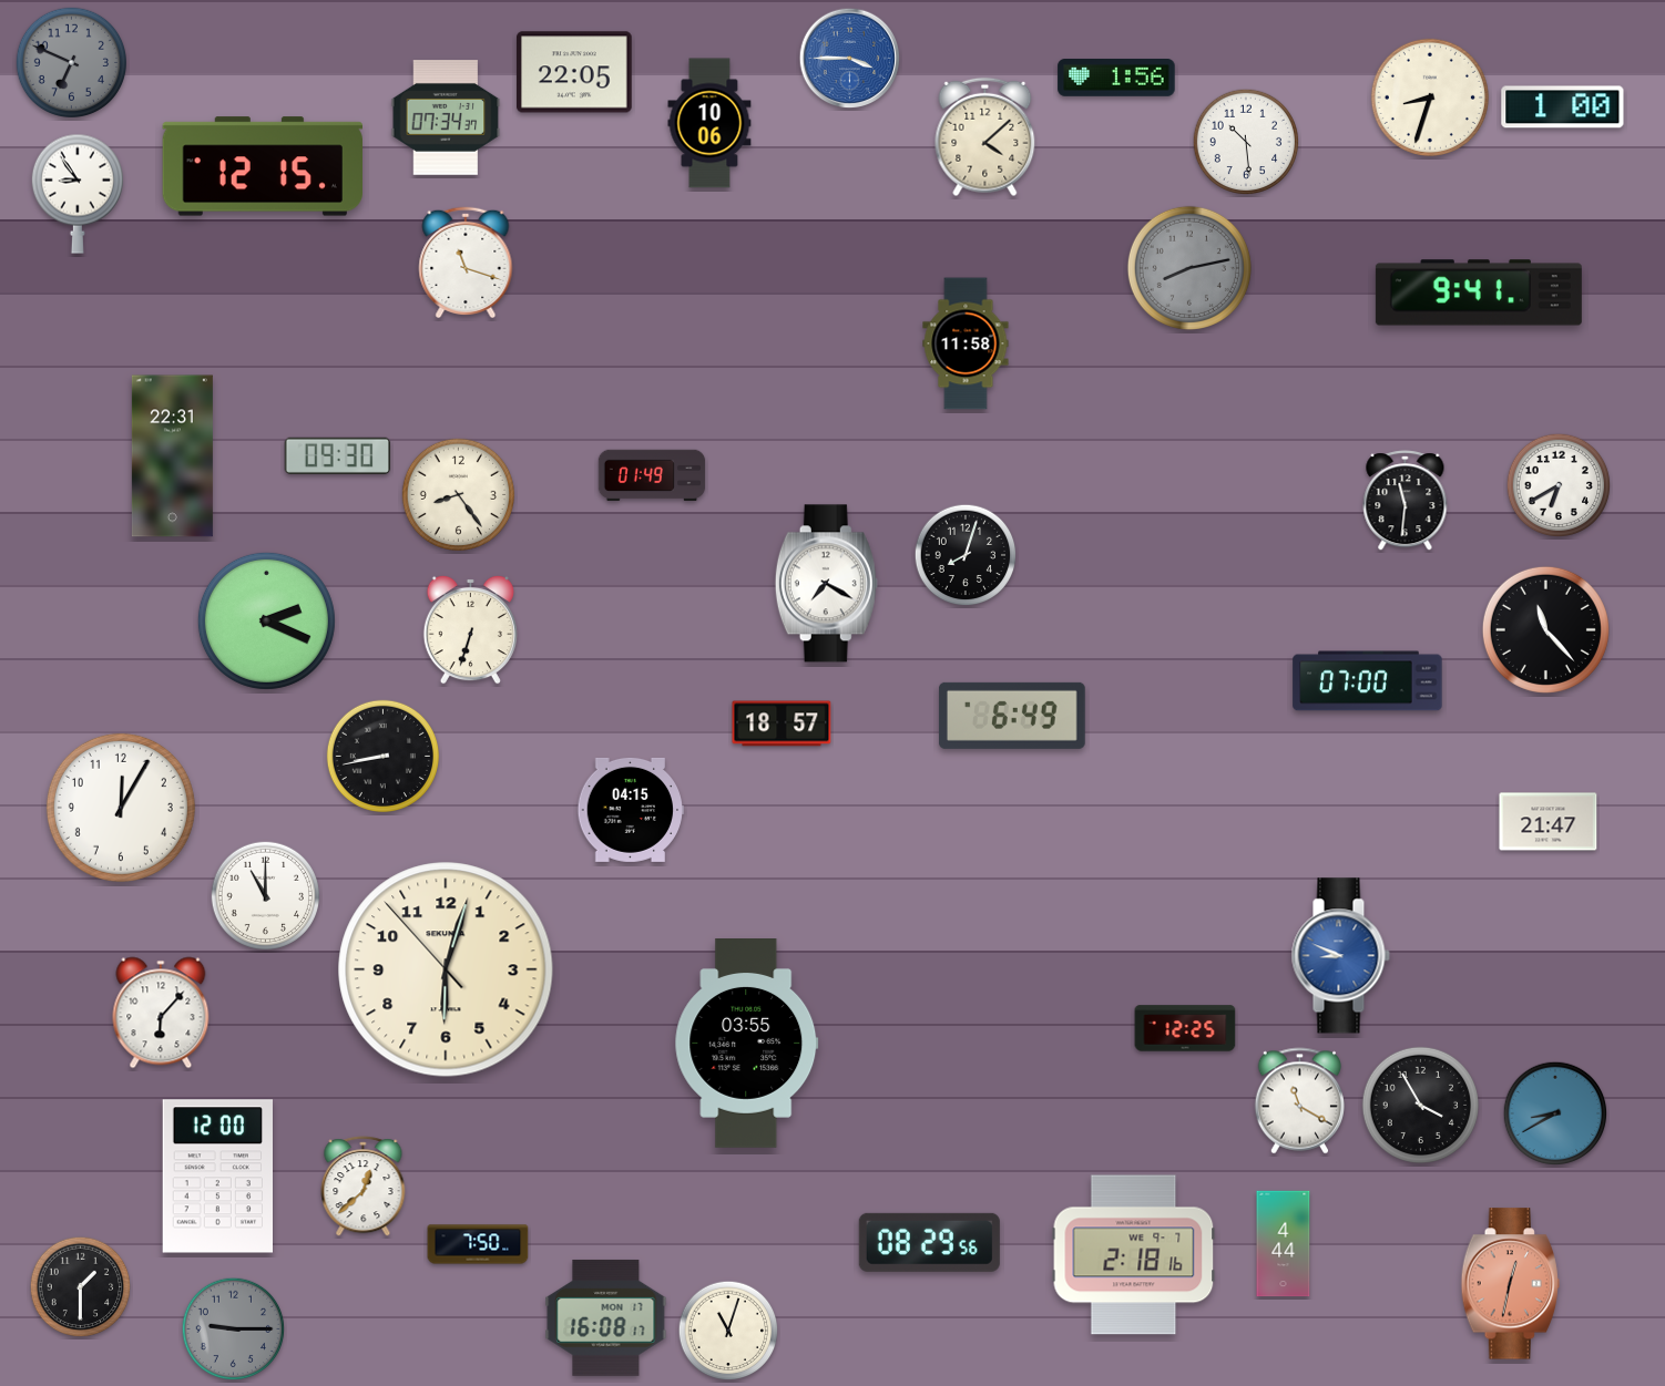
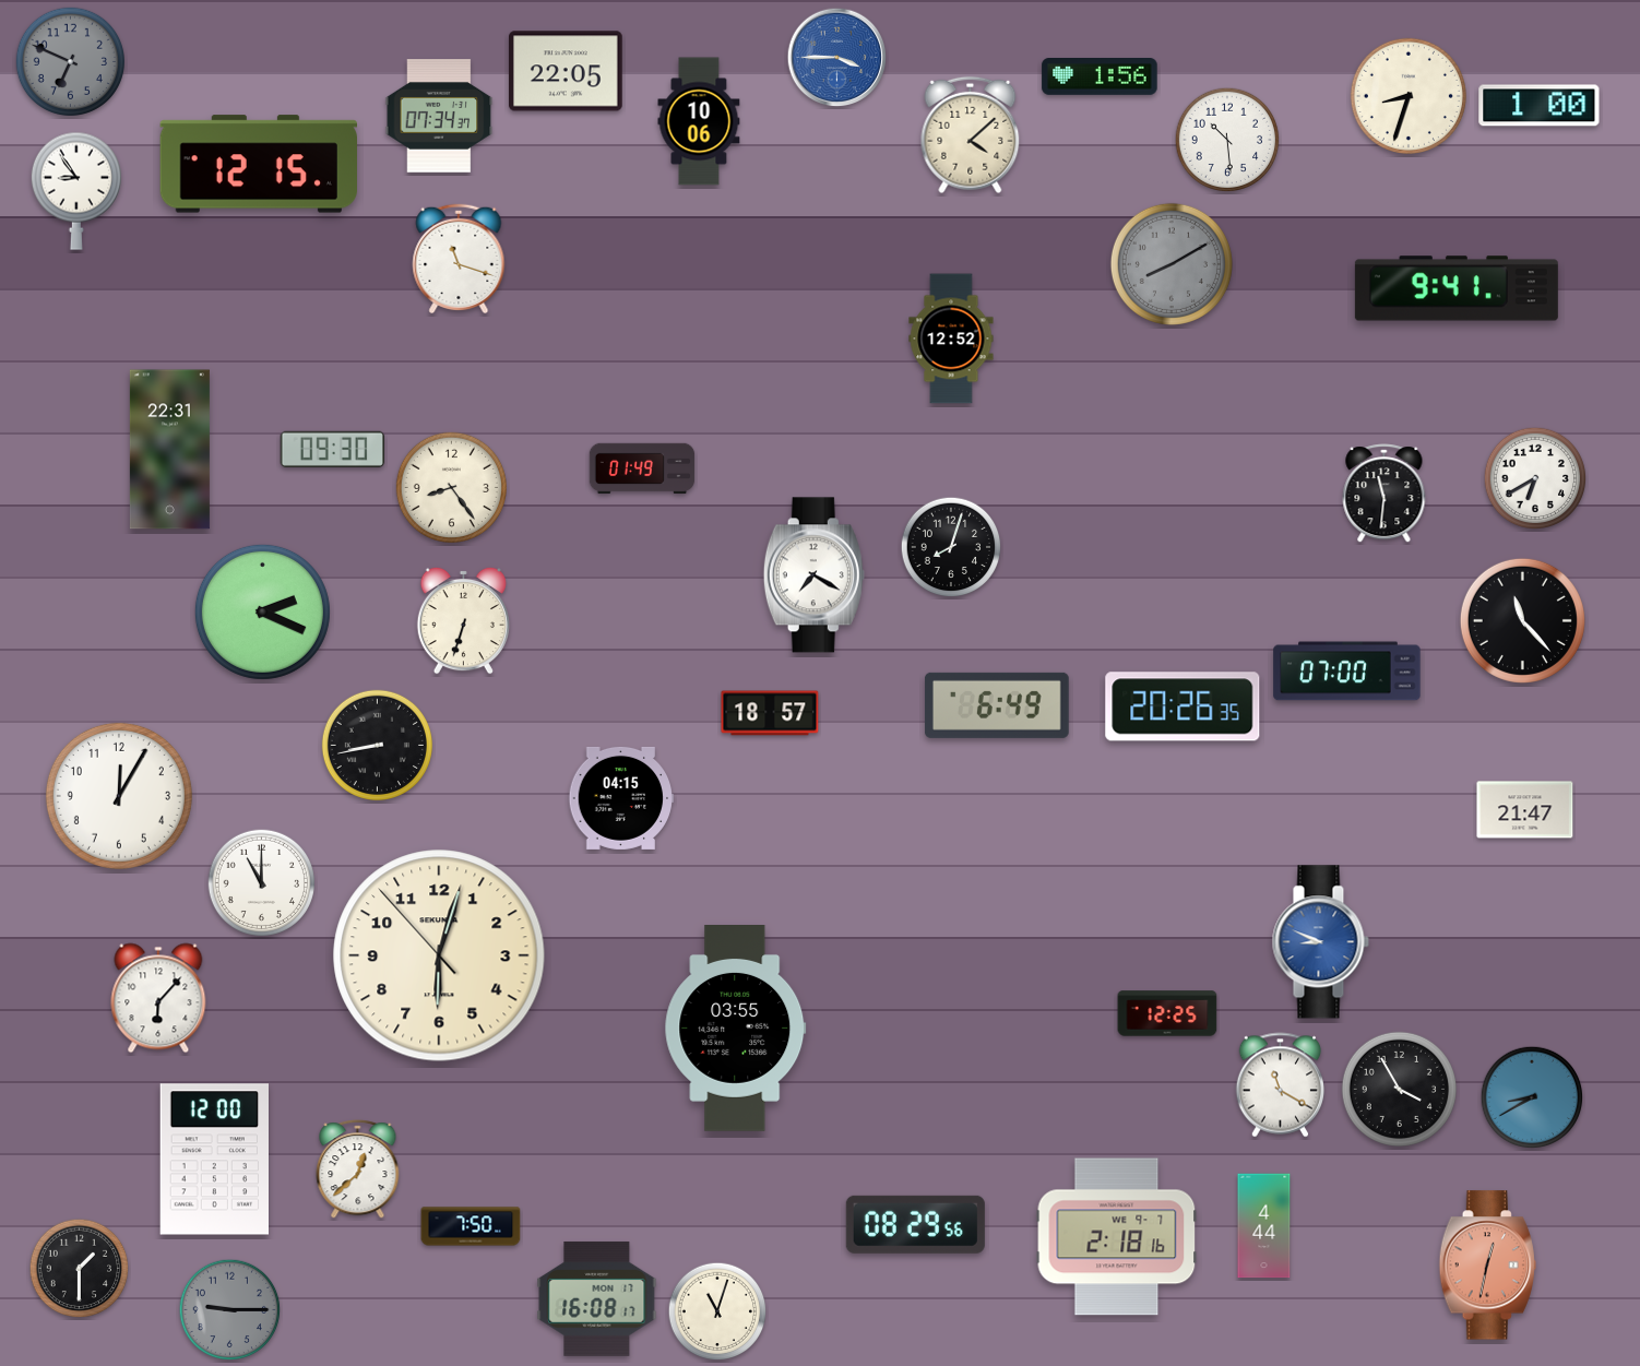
clock at (1189, 268): 8:13 -> 8:10
clock at (966, 343): 11:58 -> 12:52
clock at (1183, 706): none -> 20:26
